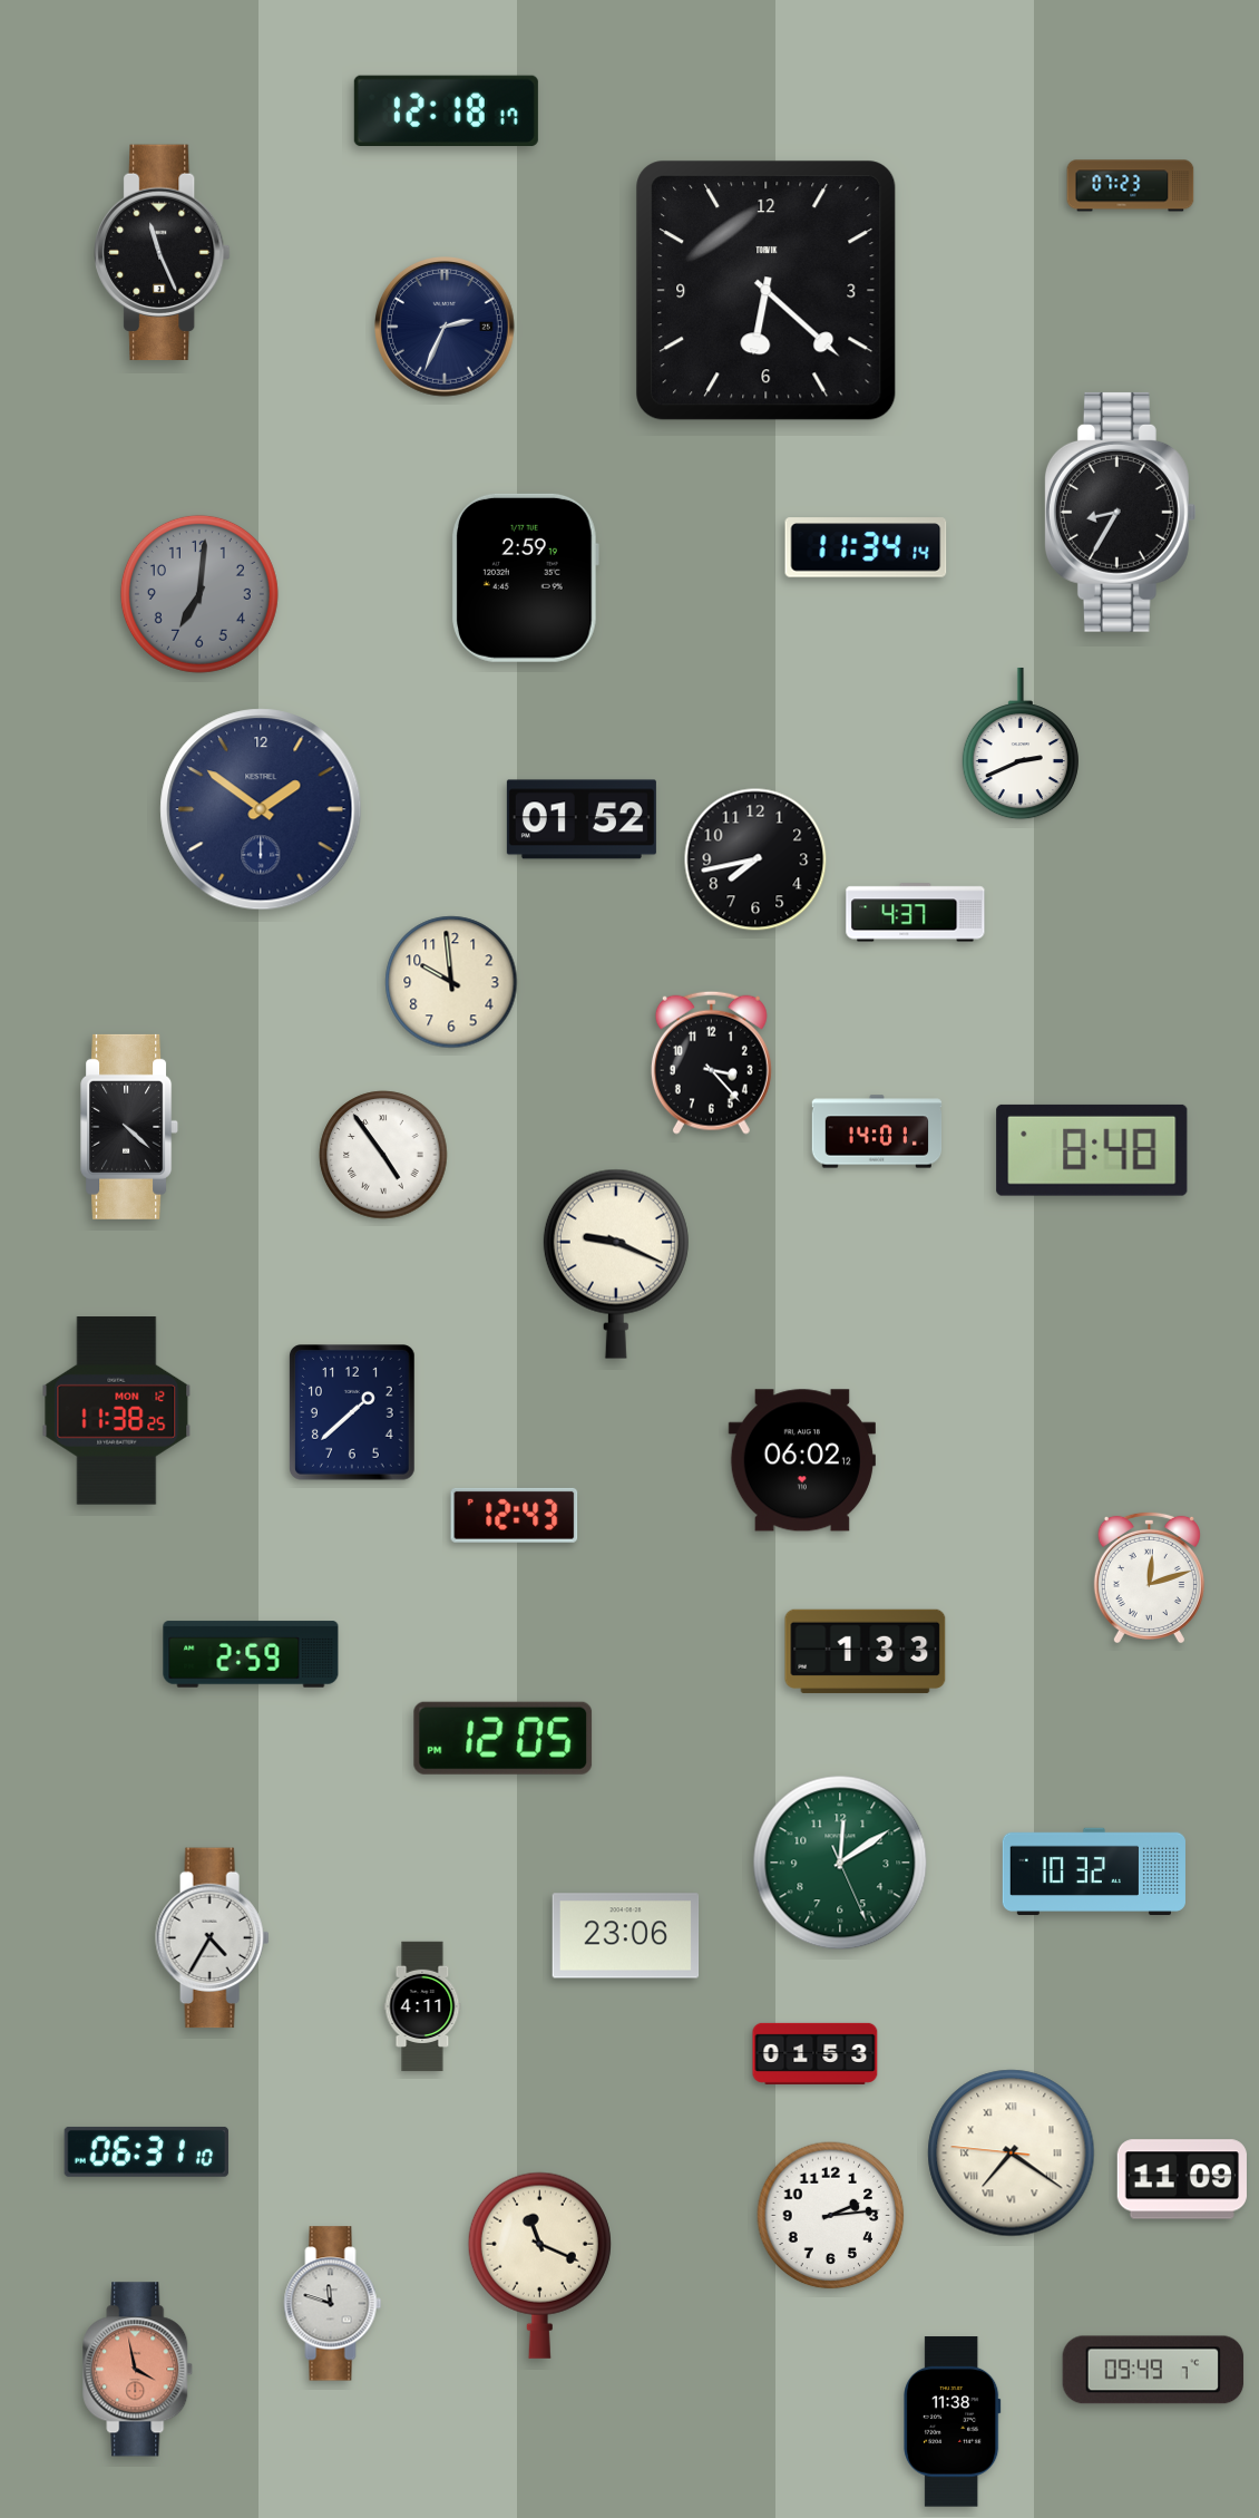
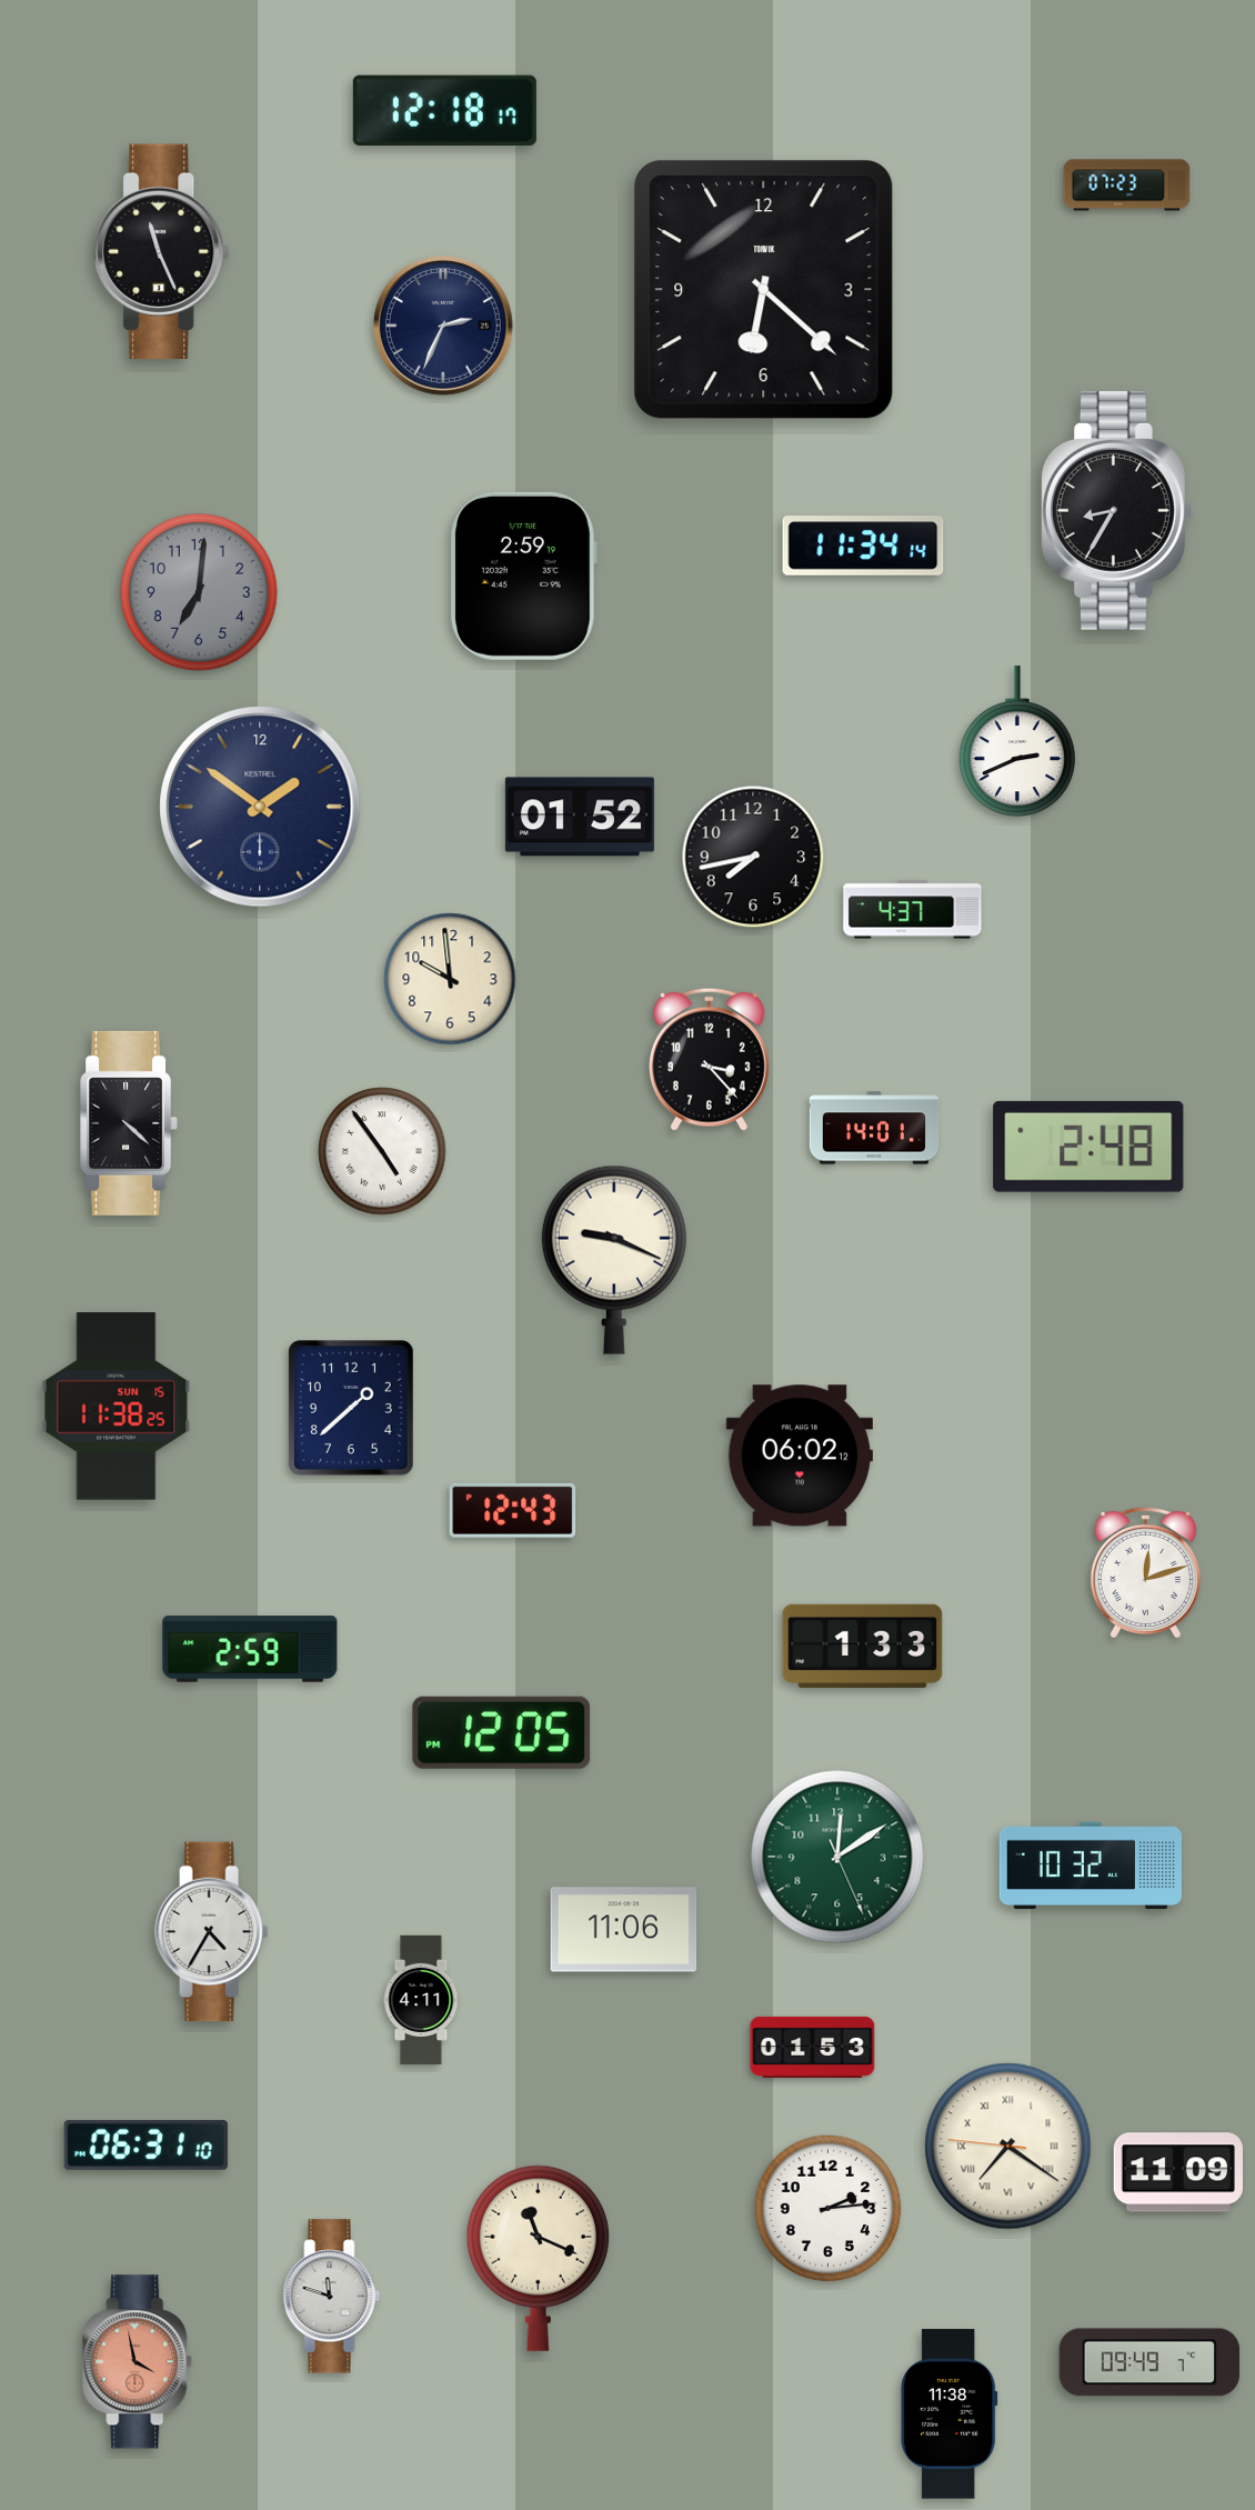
clock at (1092, 1150): 8:48 -> 2:48
clock at (117, 1411) date: MON 12 -> SUN 15
clock at (626, 1936): 23:06 -> 11:06
